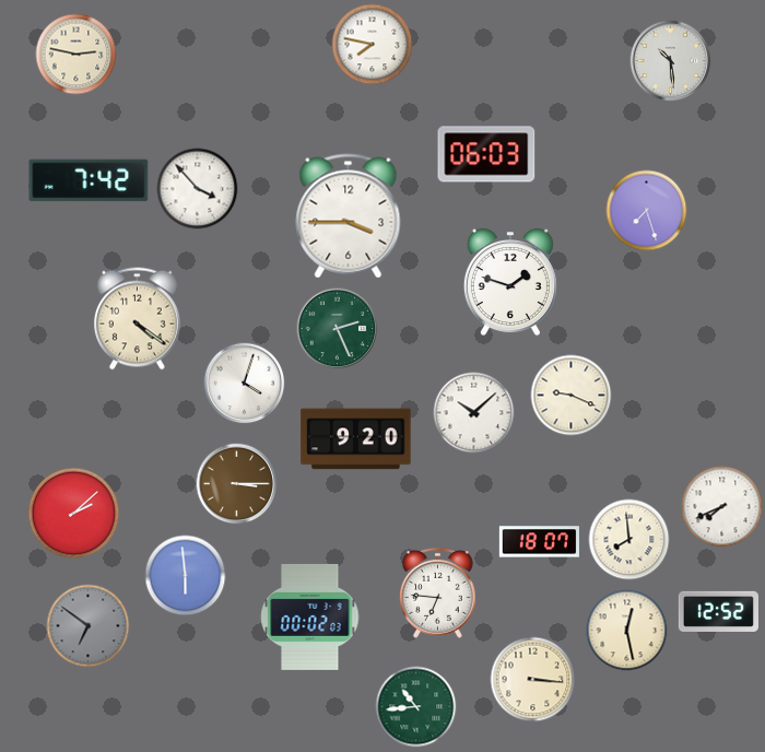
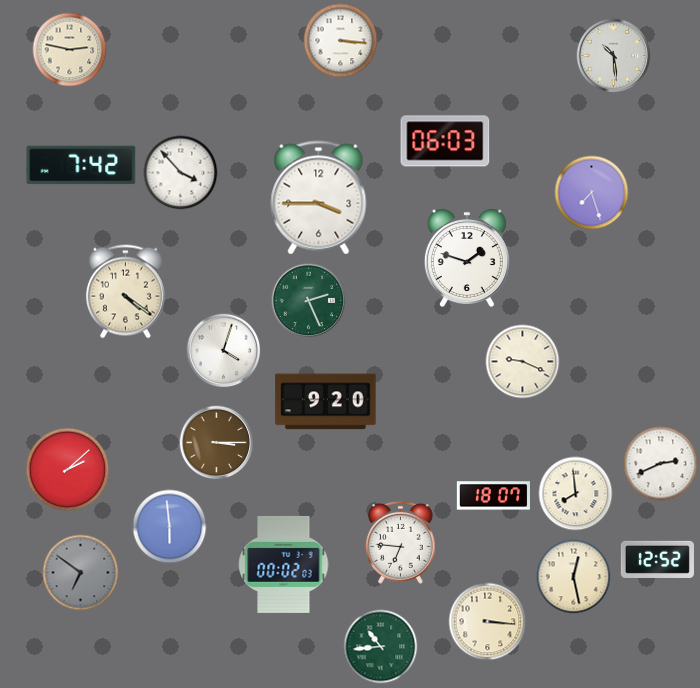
clock at (373, 45): 7:47 -> 3:16
clock at (474, 413): 10:08 -> none
clock at (722, 507): 7:41 -> 2:41
